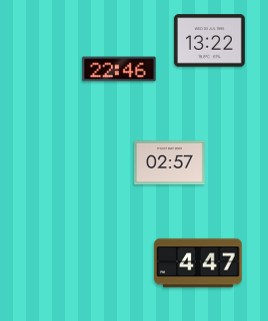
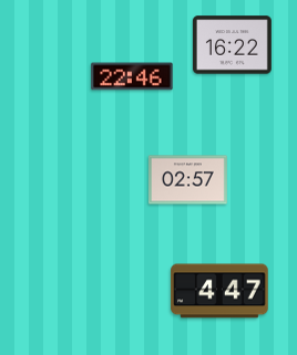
clock at (209, 41): 13:22 -> 16:22
